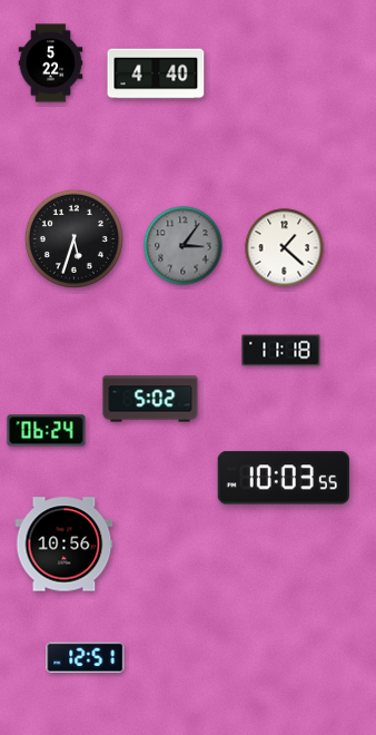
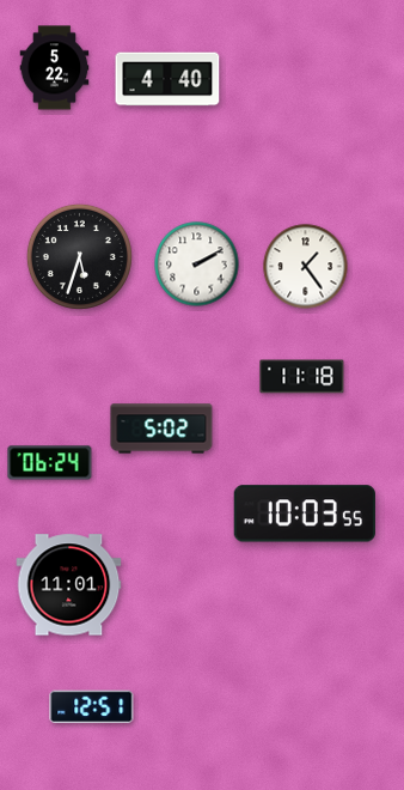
clock at (184, 246): 3:06 -> 2:10
clock at (184, 246) dial: grey -> white
clock at (285, 248): 1:22 -> 1:24
clock at (65, 545): 10:56 -> 11:01
